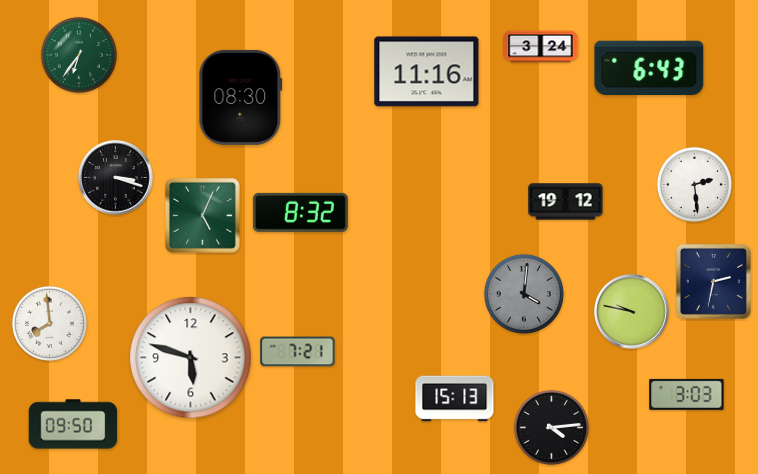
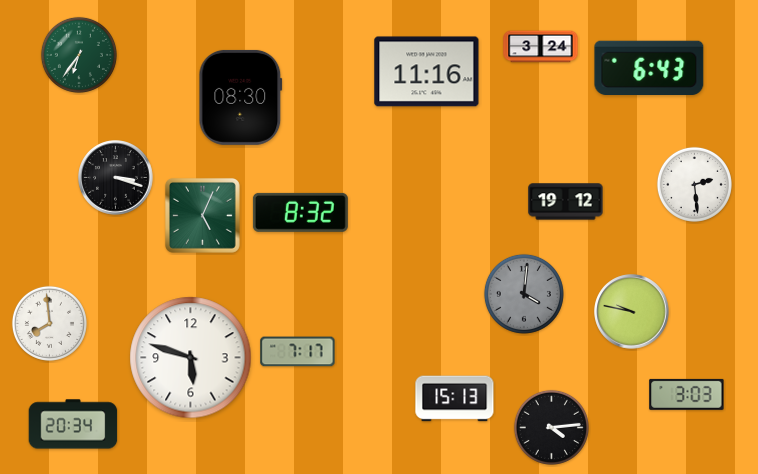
clock at (713, 281): 2:32 -> none
clock at (298, 352): 7:21 -> 7:17
clock at (73, 424): 09:50 -> 20:34
